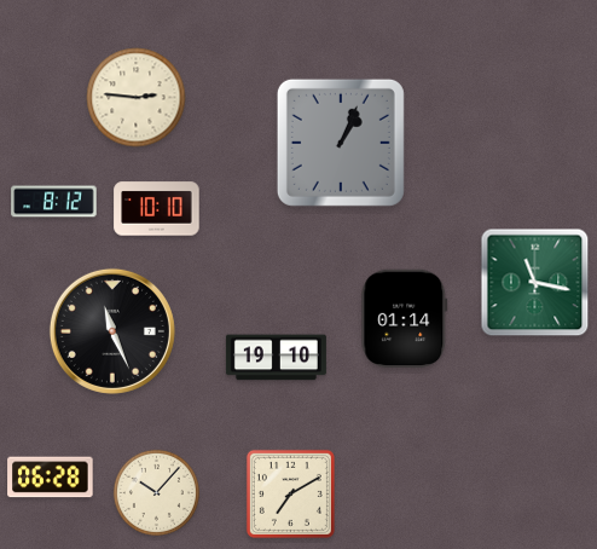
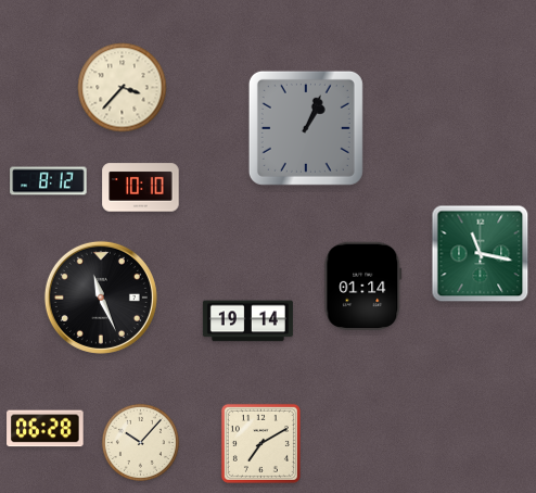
clock at (137, 98): 2:46 -> 3:37
clock at (276, 358): 19:10 -> 19:14
